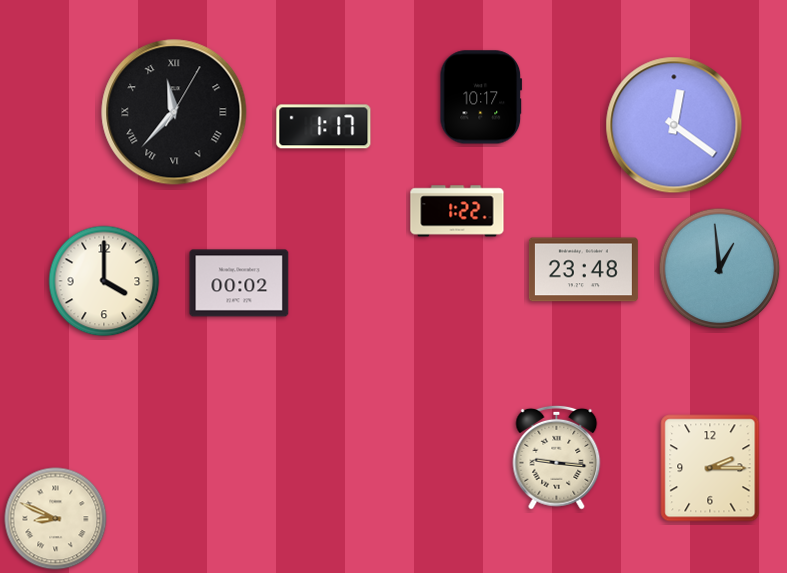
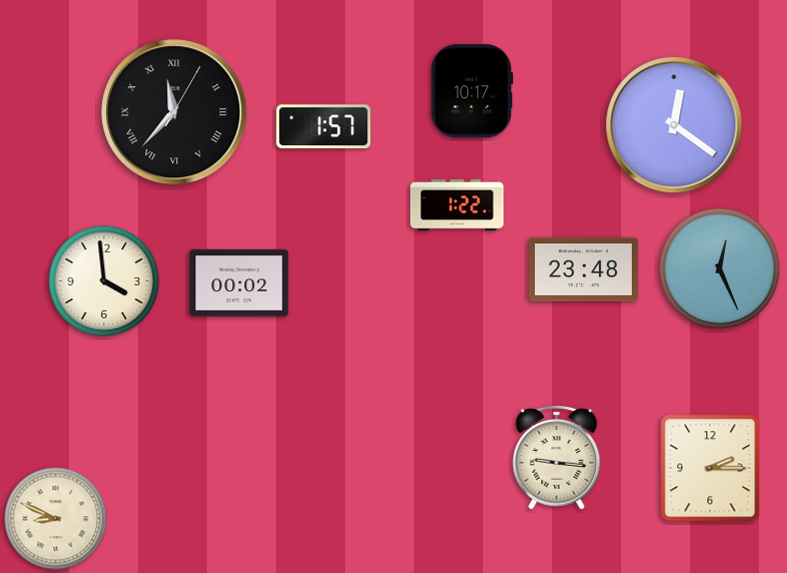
clock at (481, 97) position: (481, 97) -> (472, 91)
clock at (324, 127): 1:17 -> 1:57
clock at (457, 211) position: (457, 211) -> (457, 205)
clock at (720, 269): 12:59 -> 12:26
clock at (104, 281): 4:00 -> 3:59
